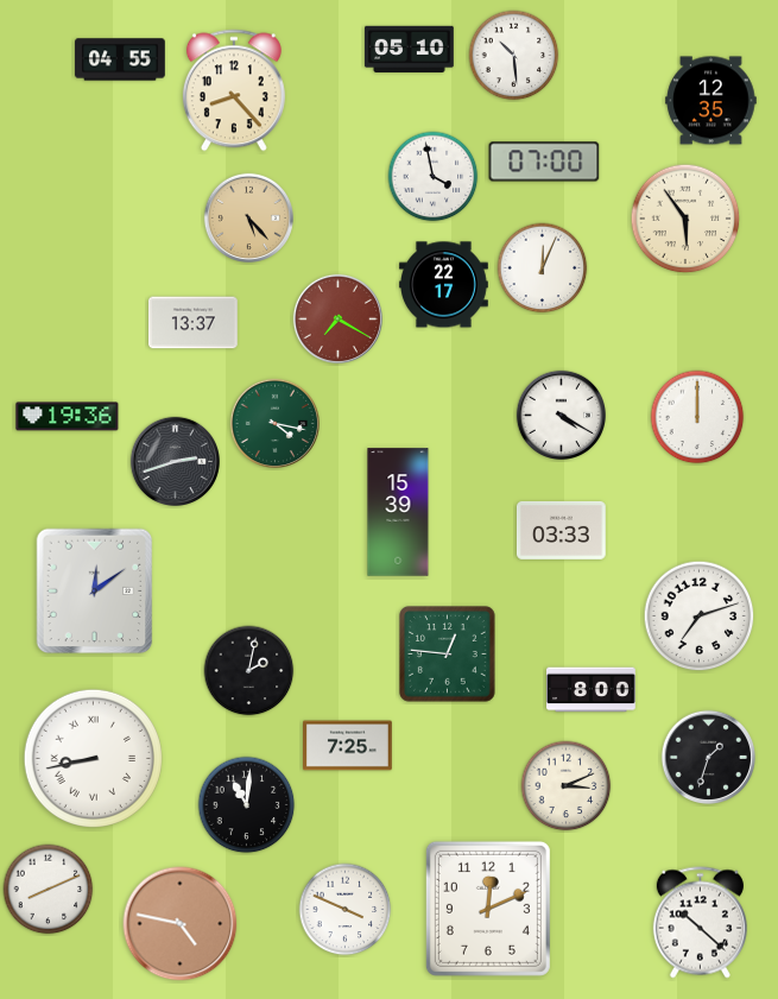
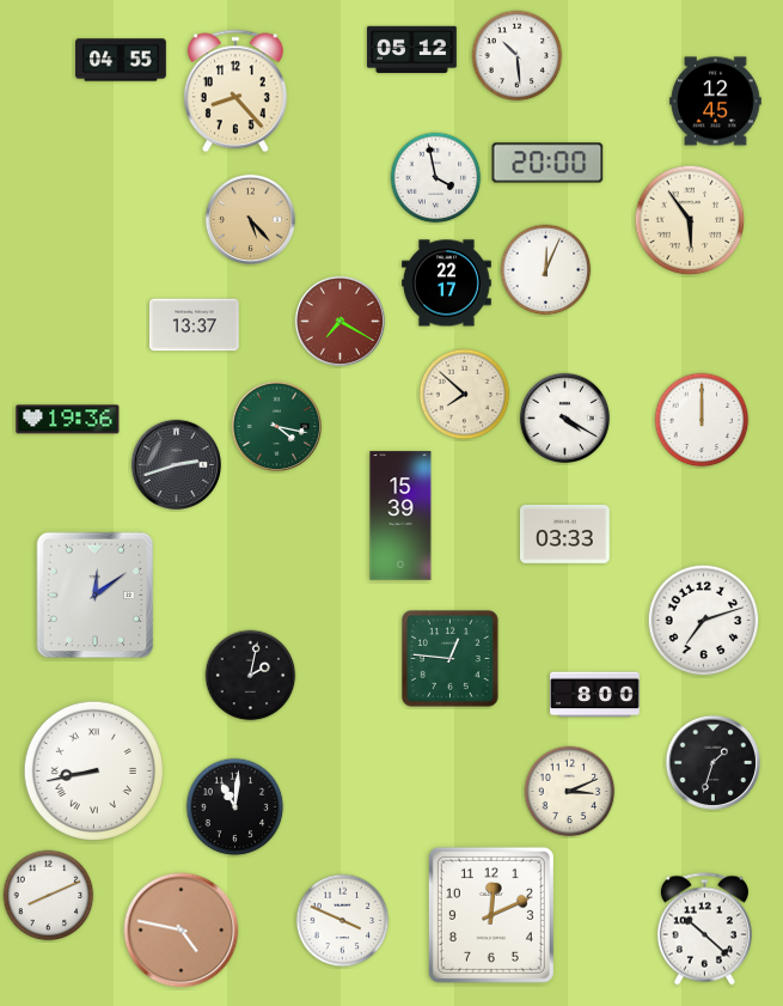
clock at (409, 49): 05:10 -> 05:12
clock at (711, 101): 12:35 -> 12:45
clock at (544, 162): 07:00 -> 20:00
clock at (444, 285) position: (444, 285) -> (447, 283)
clock at (465, 395): none -> 7:52
clock at (348, 746): 7:25 -> none
clock at (93, 758) position: (93, 758) -> (93, 770)
clock at (247, 805) position: (247, 805) -> (235, 807)
clock at (346, 910) position: (346, 910) -> (343, 921)
